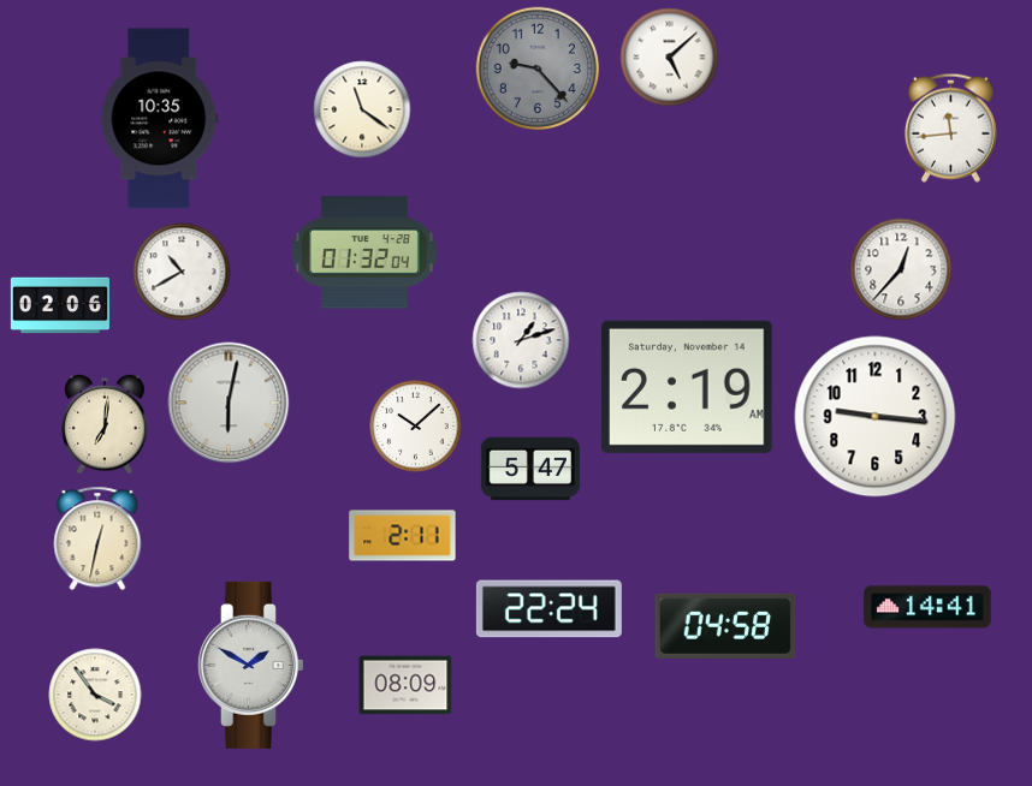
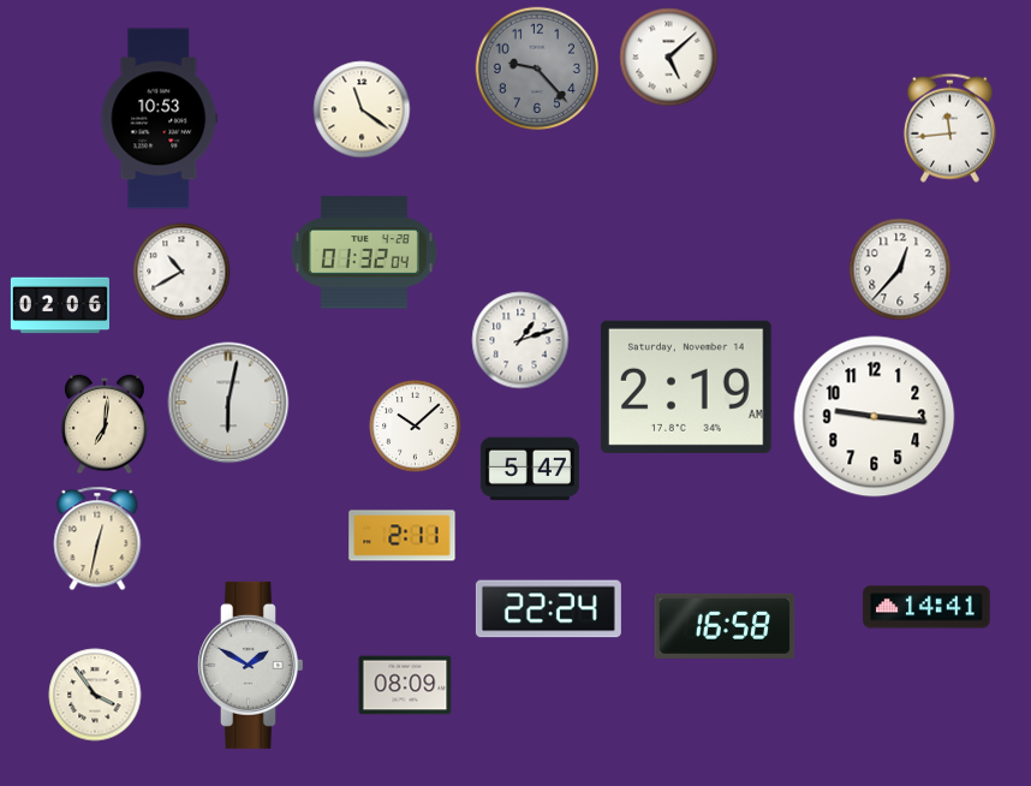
clock at (160, 119): 10:35 -> 10:53
clock at (725, 626): 04:58 -> 16:58
